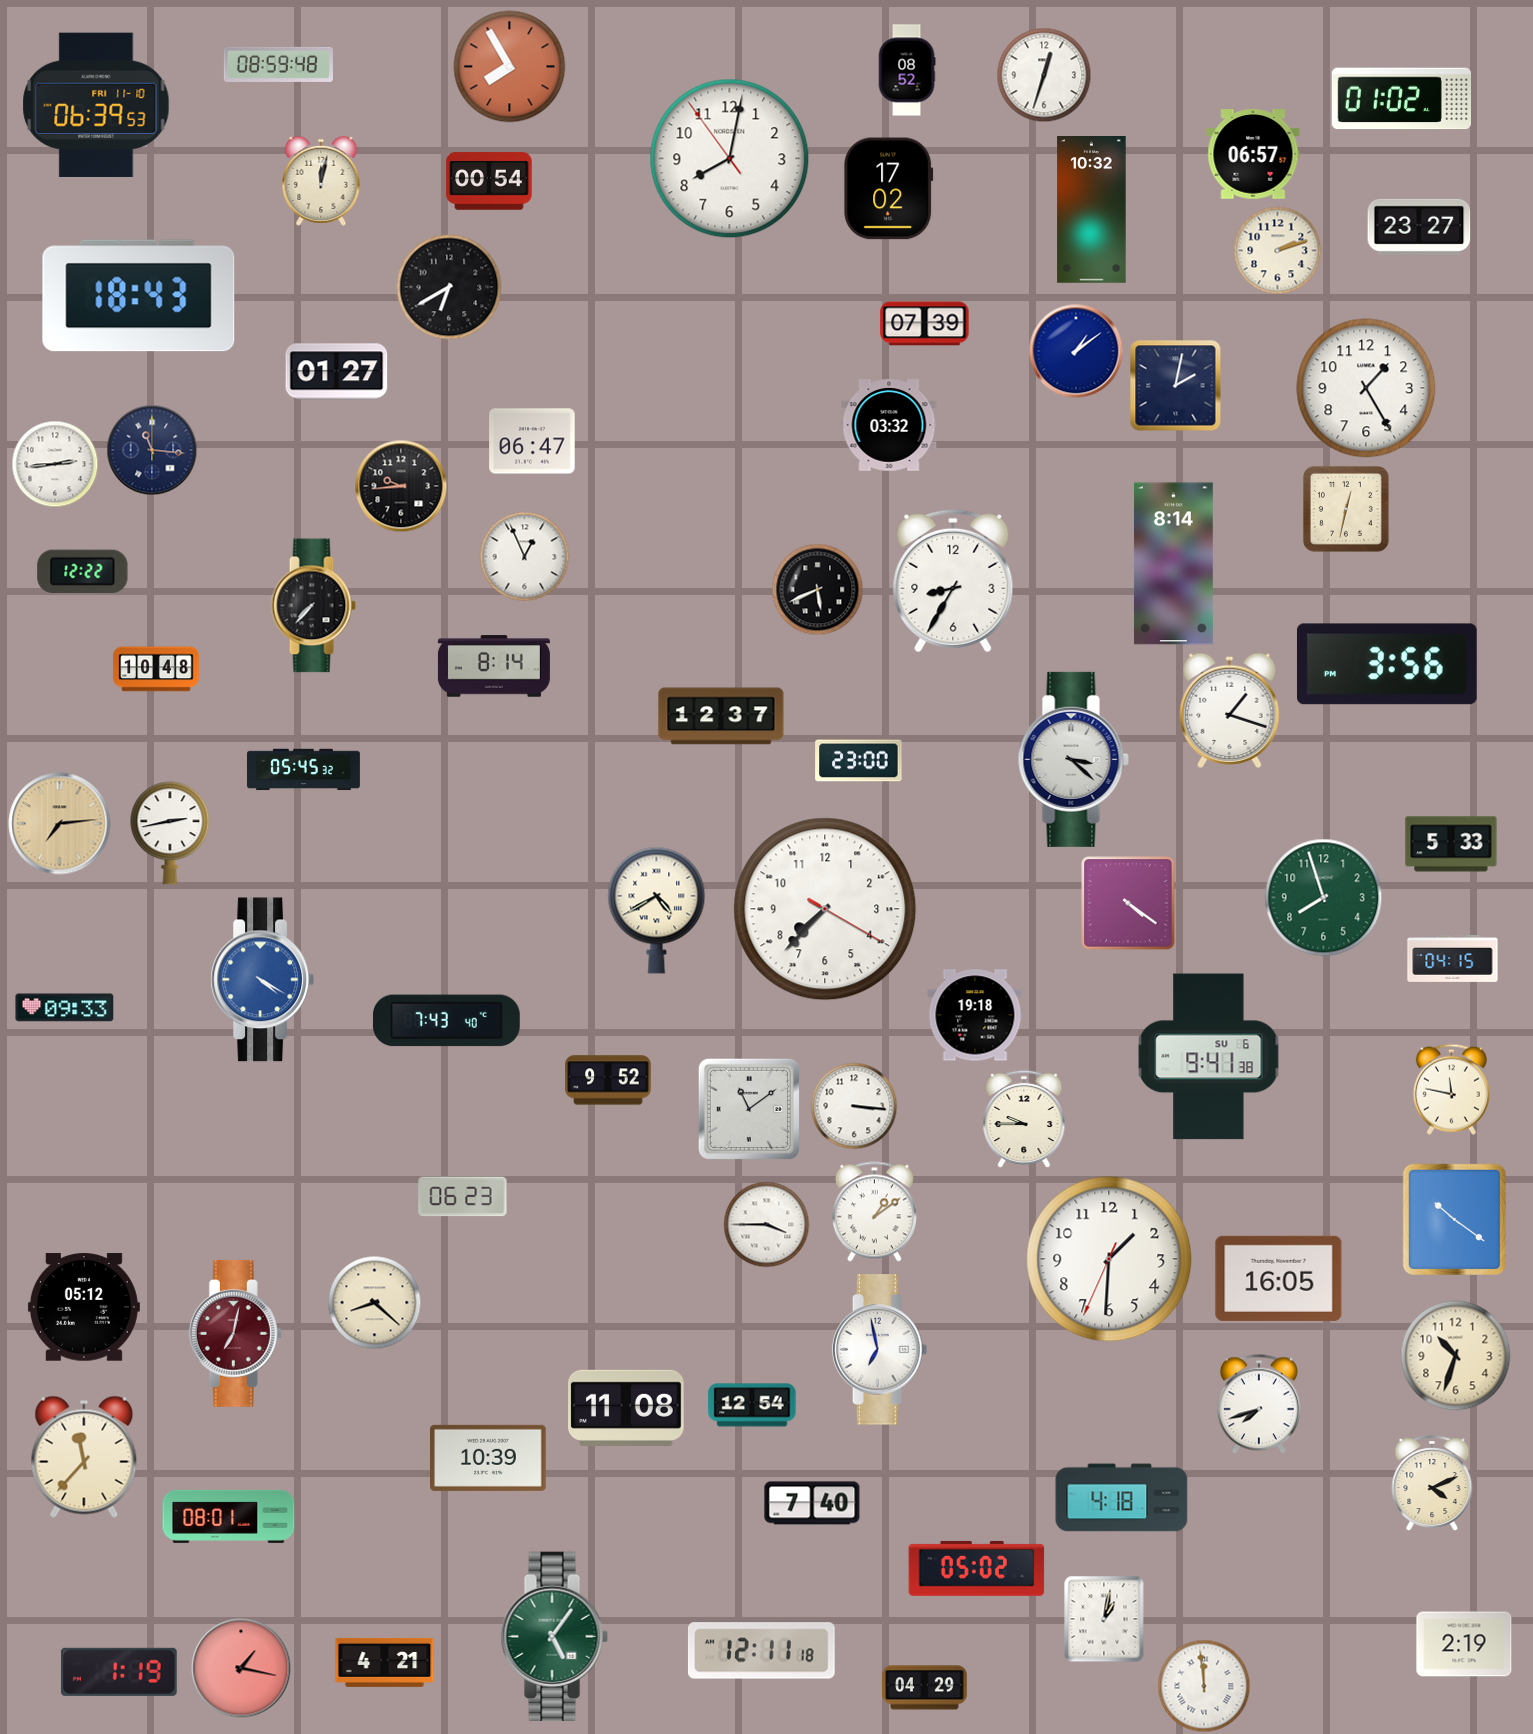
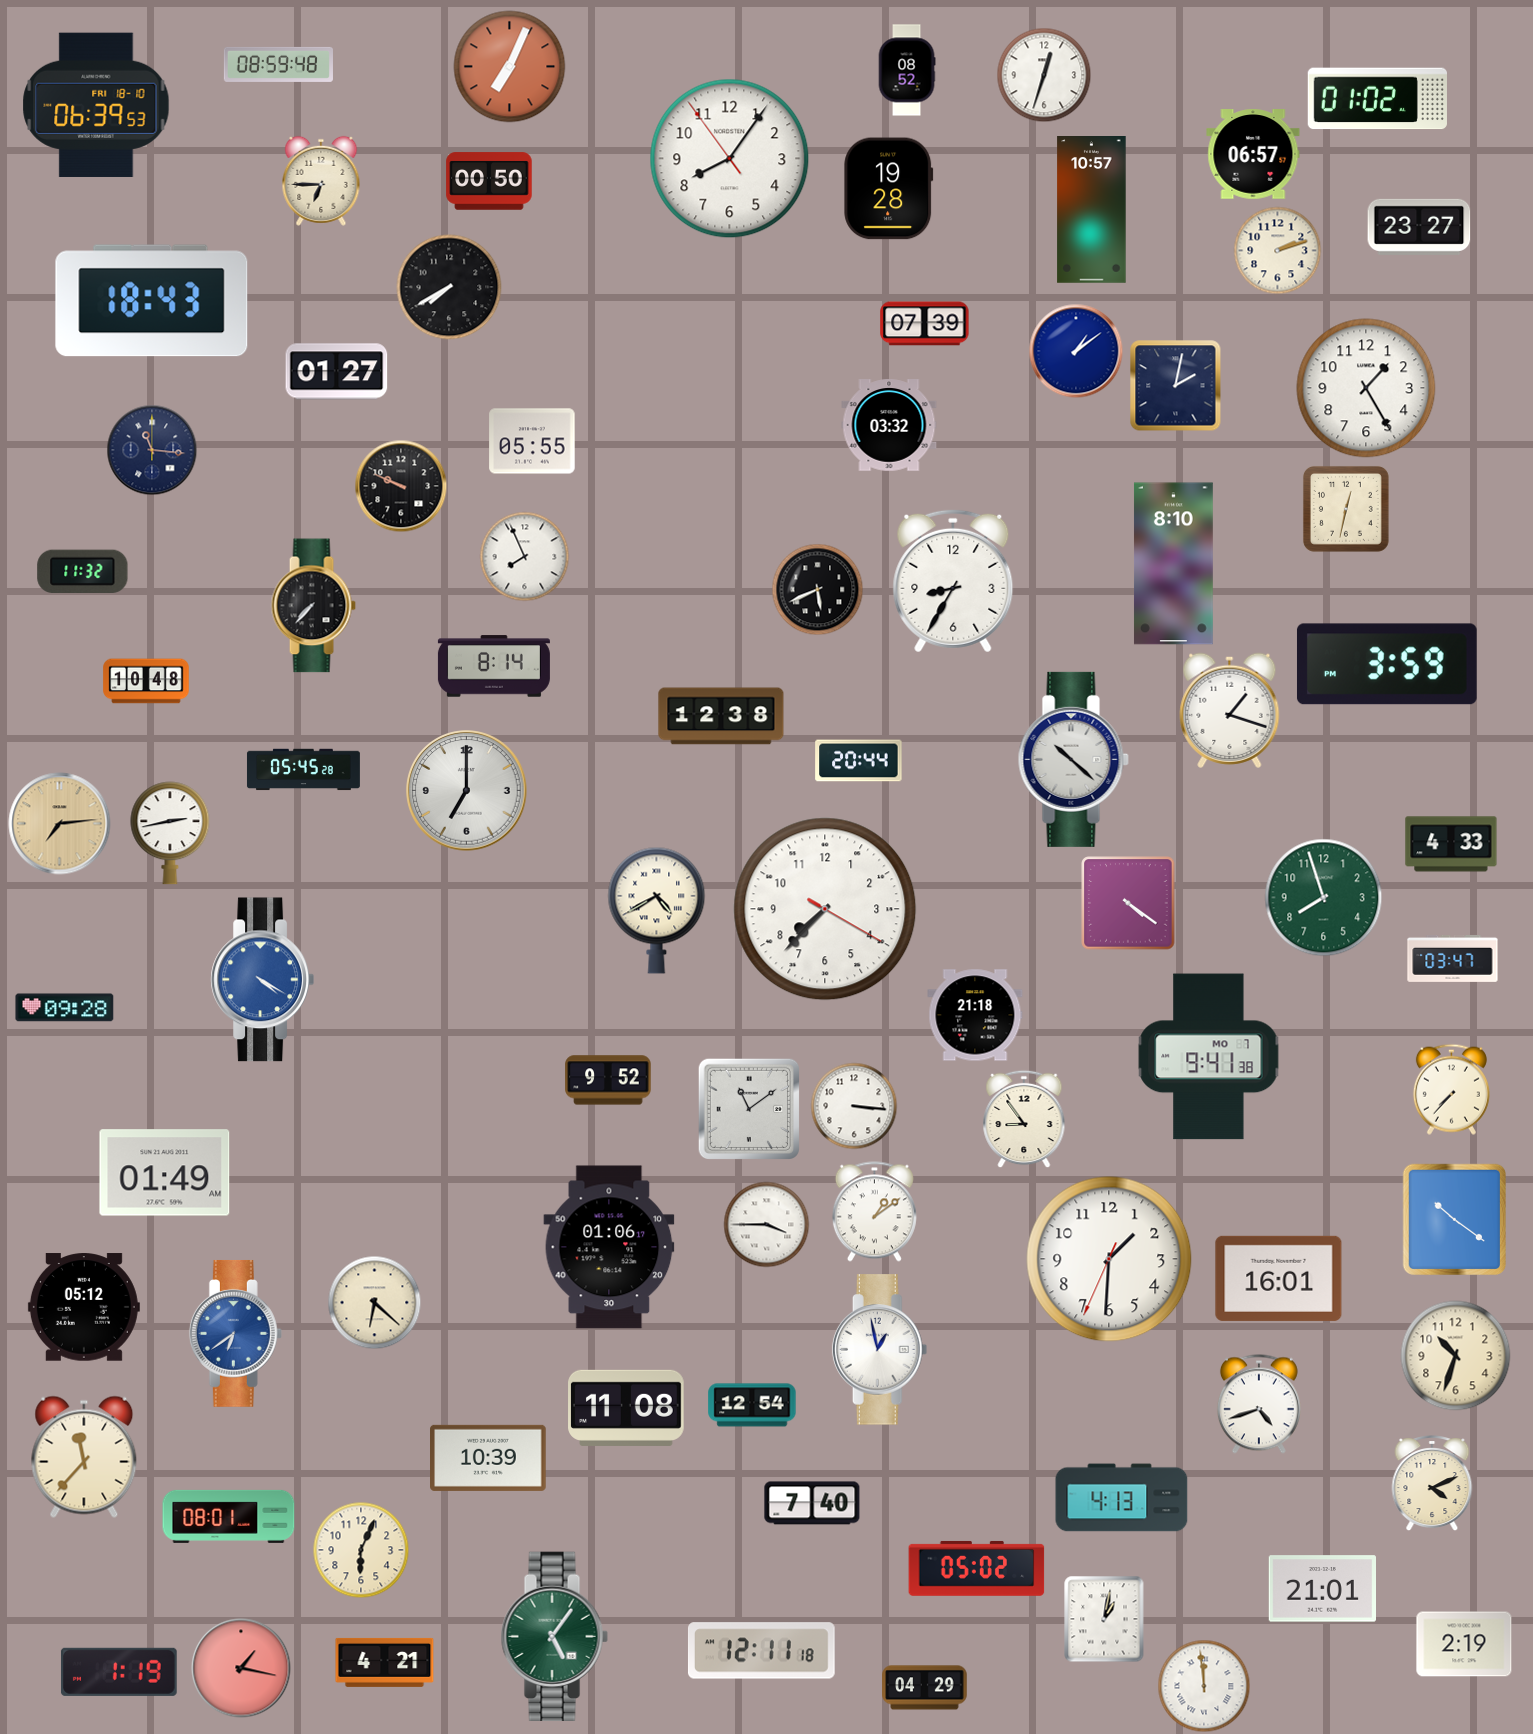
clock at (510, 67): 7:55 -> 7:04
clock at (1401, 99) position: (1401, 99) -> (1377, 99)
clock at (96, 105) date: FRI 11-10 -> FRI 18-10
clock at (730, 159): 8:01 -> 8:05
clock at (321, 181): 12:02 -> 6:45
clock at (489, 181): 00:54 -> 00:50
clock at (889, 189): 17:02 -> 19:28
clock at (1092, 210): 10:32 -> 10:57
clock at (449, 287): 6:40 -> 7:40
clock at (139, 296) position: (139, 296) -> (152, 301)
clock at (532, 441): 06:47 -> 05:55
clock at (55, 464): 2:44 -> none
clock at (401, 486): 9:44 -> 9:49
clock at (525, 557): 12:56 -> 7:56
clock at (1173, 564): 8:14 -> 8:10
clock at (83, 572): 12:22 -> 11:32
clock at (1387, 664): 3:56 -> 3:59
clock at (156, 669) position: (156, 669) -> (146, 681)
clock at (721, 716): 12:37 -> 12:38
clock at (1073, 759): 3:22 -> 10:22
clock at (859, 761): 23:00 -> 20:44
clock at (303, 770): 05:45:32 -> 05:45:28
clock at (467, 791): none -> 7:00
clock at (1451, 844): 5:33 -> 4:33
clock at (1453, 958): 04:15 -> 03:47
clock at (65, 1008): 09:33 -> 09:28
clock at (975, 1015): 19:18 -> 21:18
clock at (446, 1021): 7:43 -> none
clock at (1209, 1057) date: SU 6 -> MO 7
clock at (1451, 1089): 11:47 -> 7:37
clock at (1024, 1119): 9:45 -> 8:54
clock at (165, 1173): none -> 01:49
clock at (463, 1197): 06:23 -> none
clock at (609, 1247): none -> 01:06
clock at (1279, 1278): 16:05 -> 16:01
clock at (375, 1303): 8:22 -> 6:22
clock at (235, 1333): 7:02 -> 6:39
clock at (235, 1333) dial: burgundy -> blue
clock at (880, 1350): 6:58 -> 12:58
clock at (1259, 1404): 7:42 -> 4:42
clock at (1122, 1498): 4:18 -> 4:13
clock at (361, 1550): none -> 6:04
clock at (1322, 1589): none -> 21:01
